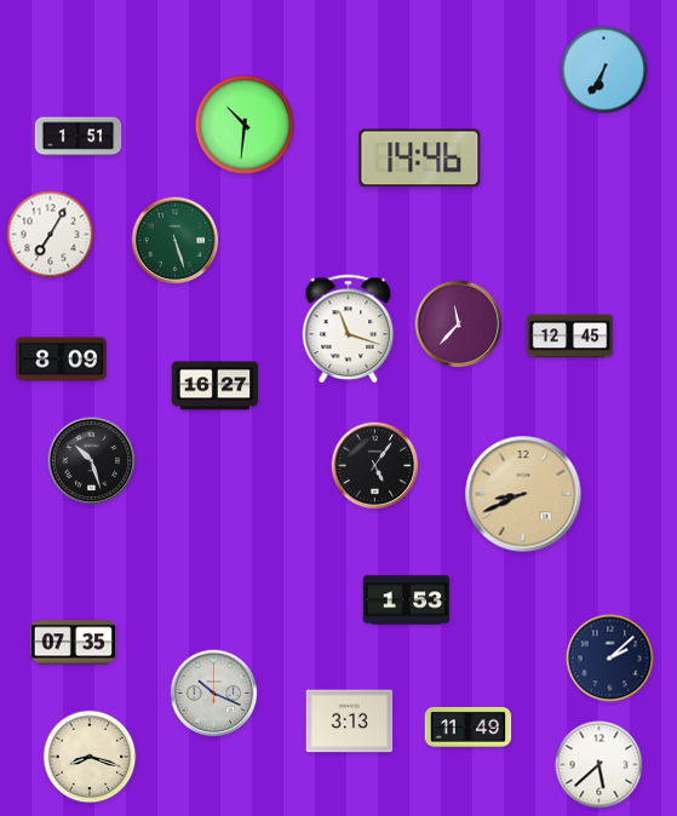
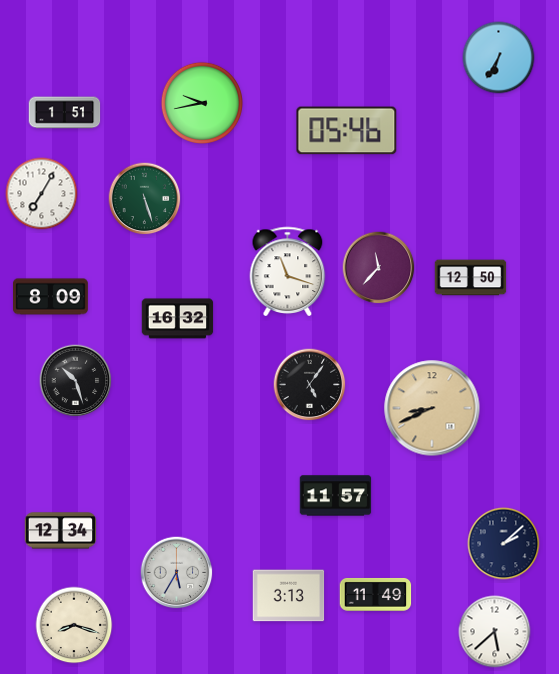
clock at (243, 123): 10:31 -> 9:43
clock at (420, 159): 14:46 -> 05:46
clock at (570, 337): 12:45 -> 12:50
clock at (216, 386): 16:27 -> 16:32
clock at (407, 600): 1:53 -> 11:57
clock at (74, 643): 07:35 -> 12:34
clock at (214, 694): 10:19 -> 5:35
clock at (469, 726) position: (469, 726) -> (376, 594)
